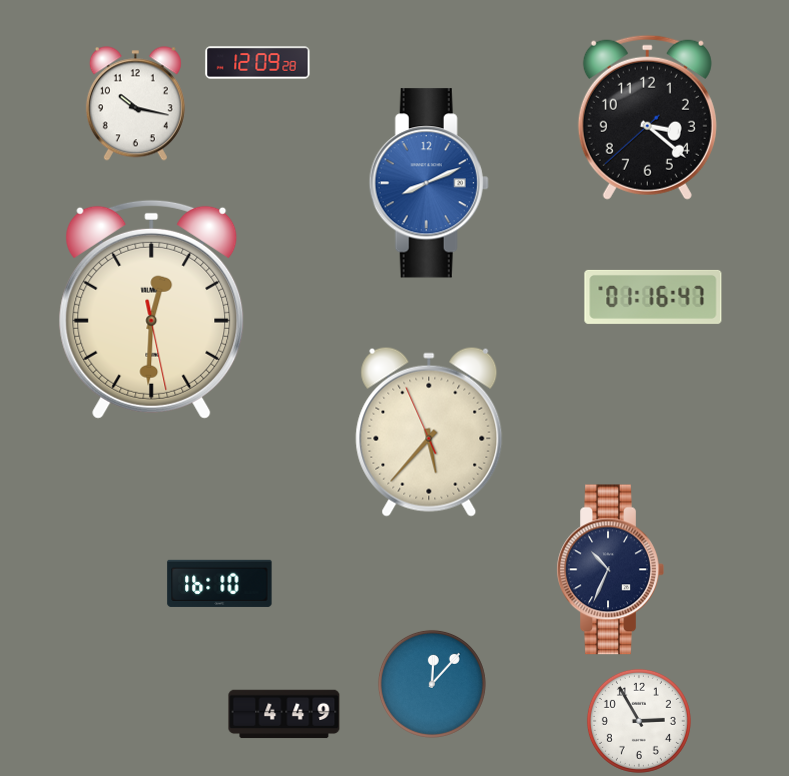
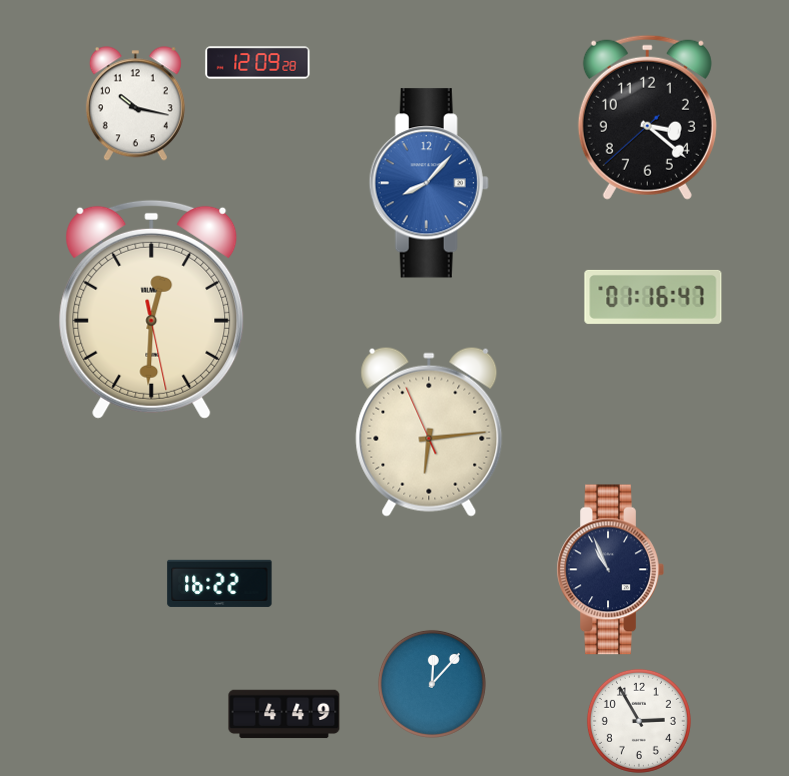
clock at (429, 183): 8:11 -> 8:07
clock at (429, 432): 5:36 -> 6:13
clock at (610, 570): 10:34 -> 10:56
clock at (220, 583): 16:10 -> 16:22
